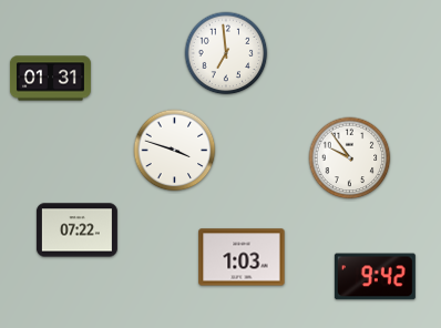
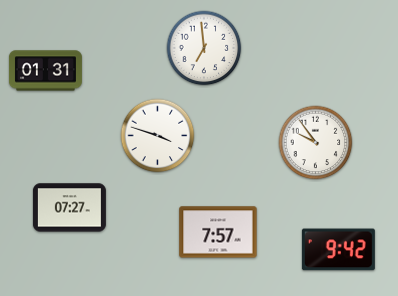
clock at (76, 230): 07:22 -> 07:27
clock at (242, 257): 1:03 -> 7:57
